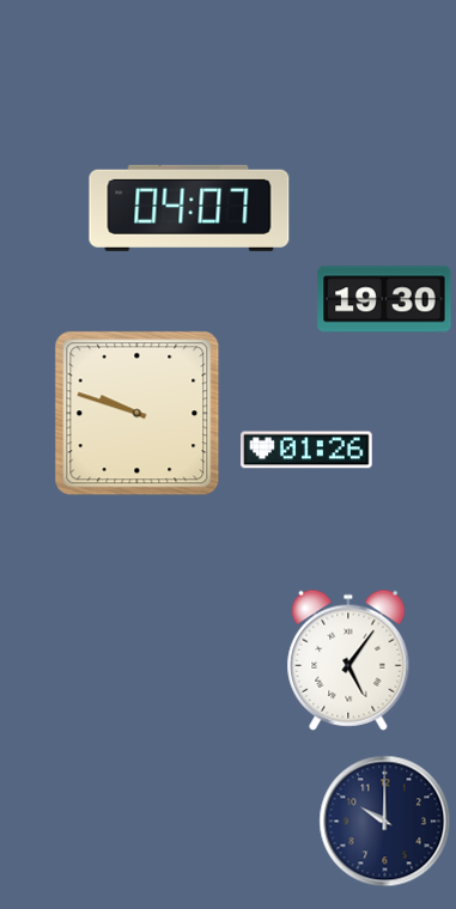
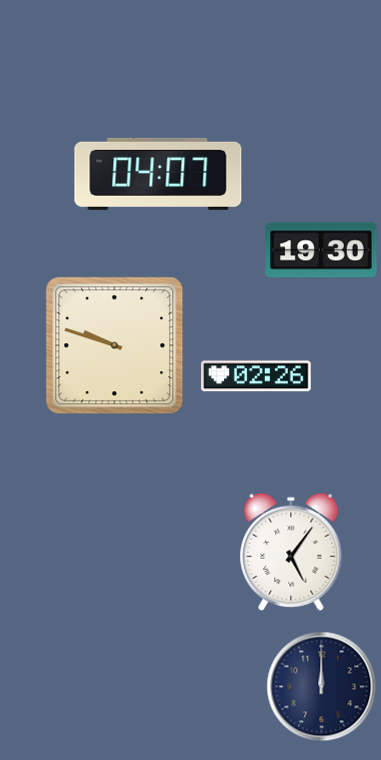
clock at (308, 450): 01:26 -> 02:26
clock at (385, 822): 10:00 -> 12:00
